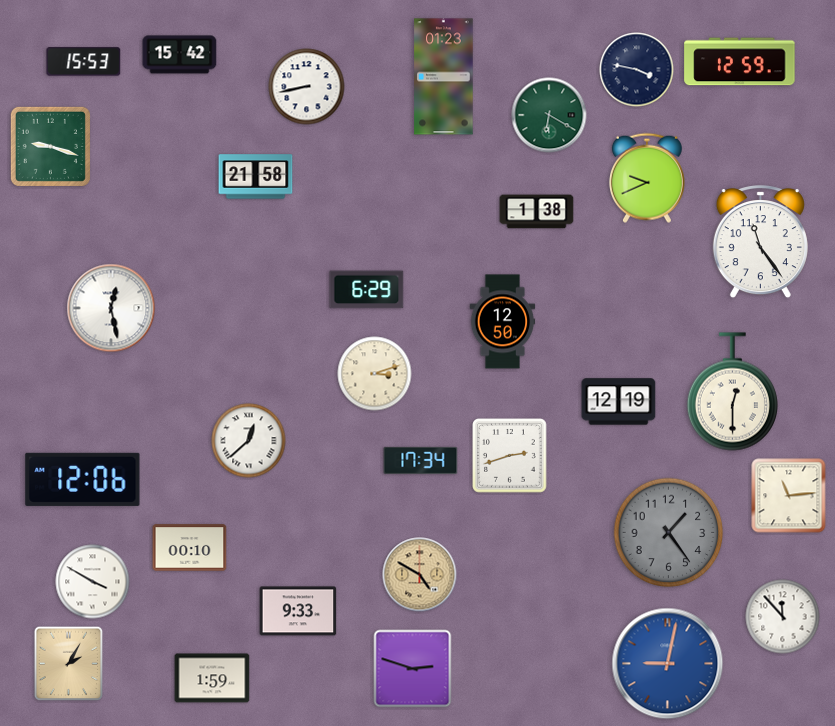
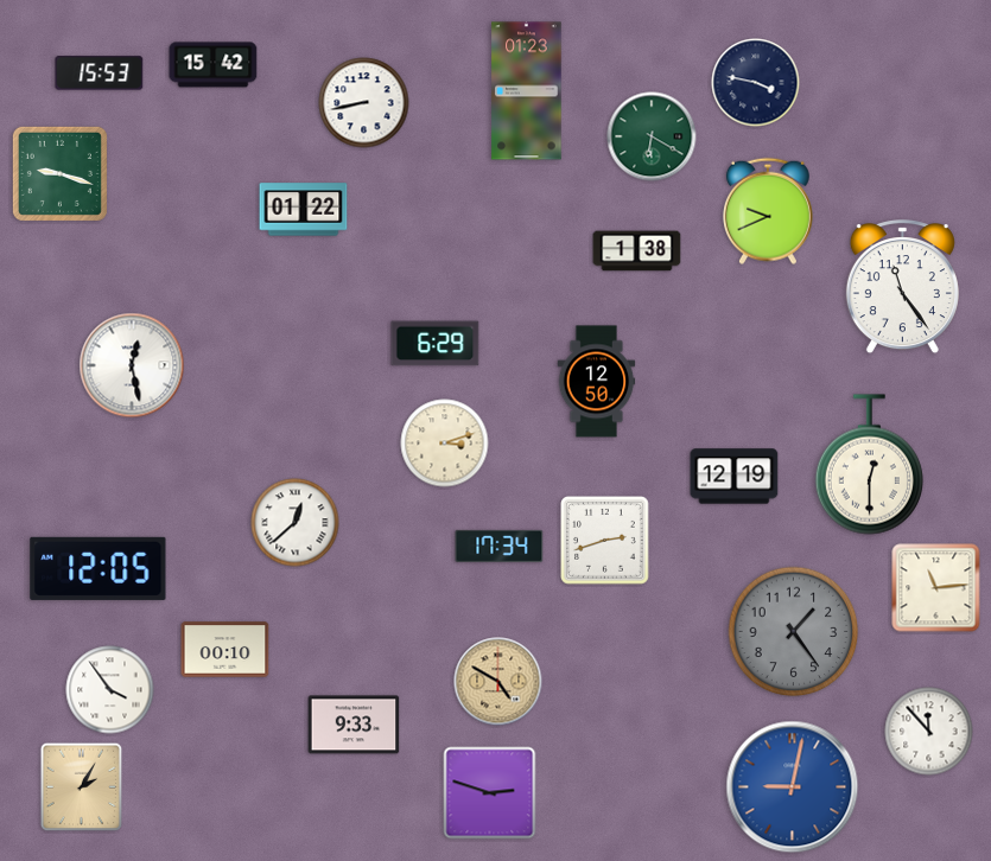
clock at (740, 62): 12:59 -> none
clock at (256, 177): 21:58 -> 01:22
clock at (83, 479): 12:06 -> 12:05
clock at (93, 582): 3:50 -> 3:54
clock at (212, 678): 1:59 -> none
